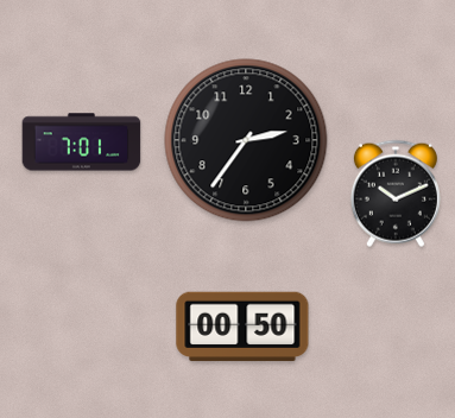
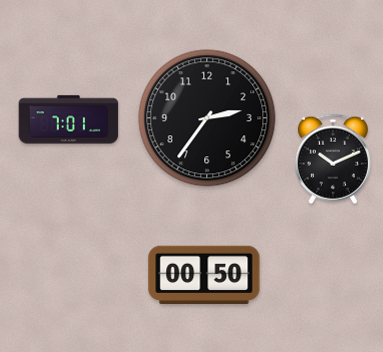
clock at (396, 194) position: (396, 194) -> (333, 159)
